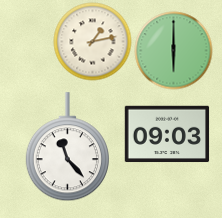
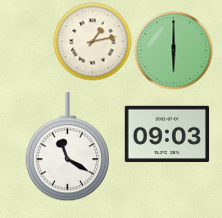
clock at (67, 147): 11:23 -> 11:20
